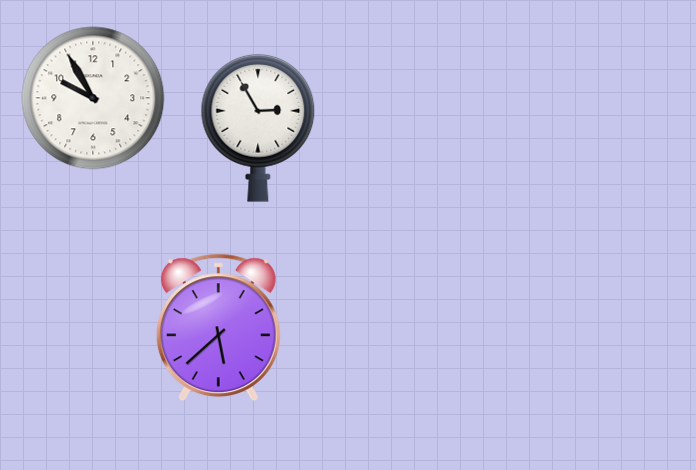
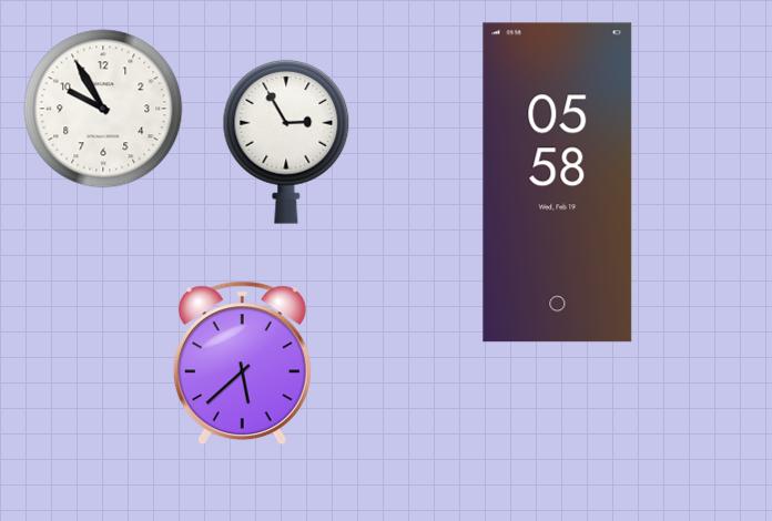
clock at (558, 183): none -> 05:58
